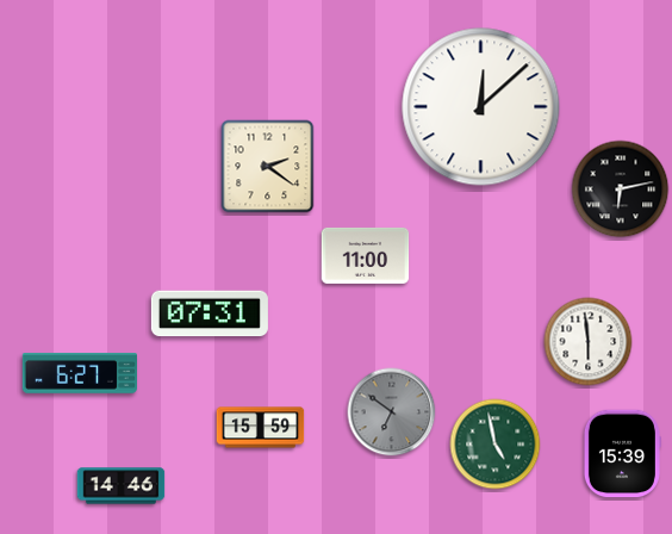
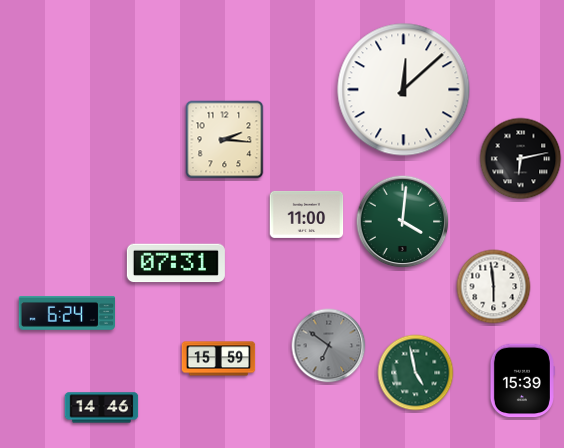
clock at (268, 167): 2:21 -> 2:16
clock at (403, 222): none -> 4:01
clock at (79, 374): 6:27 -> 6:24
